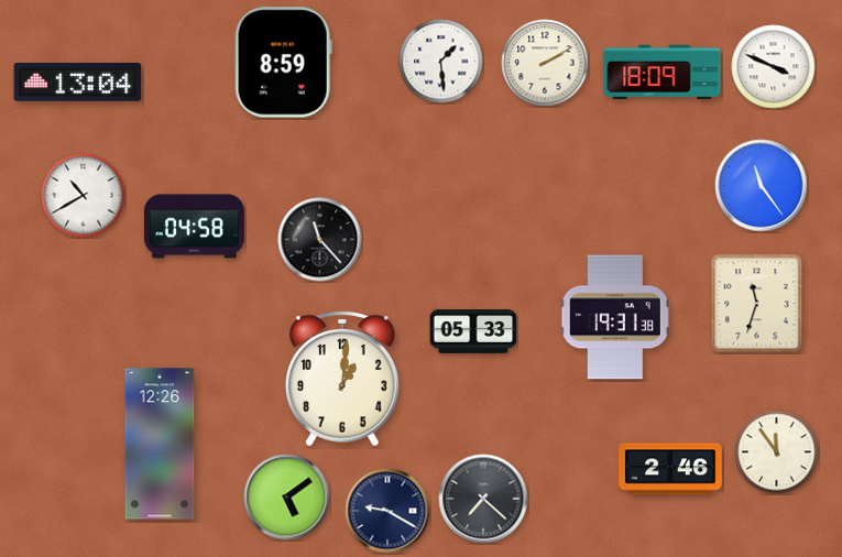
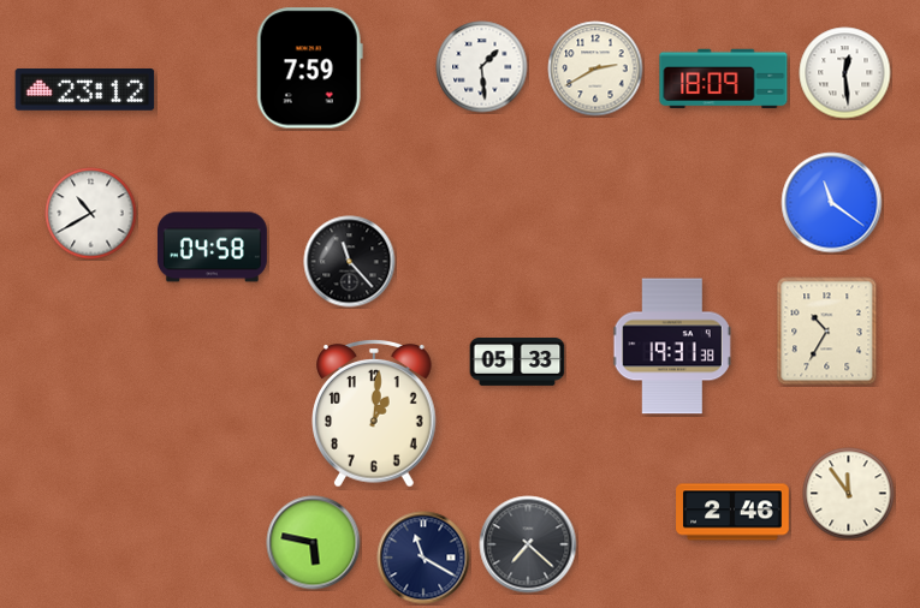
clock at (283, 63): 8:59 -> 7:59
clock at (545, 63): 2:10 -> 2:40
clock at (774, 67): 3:49 -> 12:29
clock at (78, 83): 13:04 -> 23:12
clock at (762, 186): 11:24 -> 11:21
clock at (757, 304): 11:33 -> 10:35
clock at (160, 444): 12:26 -> none
clock at (287, 498): 5:09 -> 5:47
clock at (387, 511): 9:20 -> 11:20
